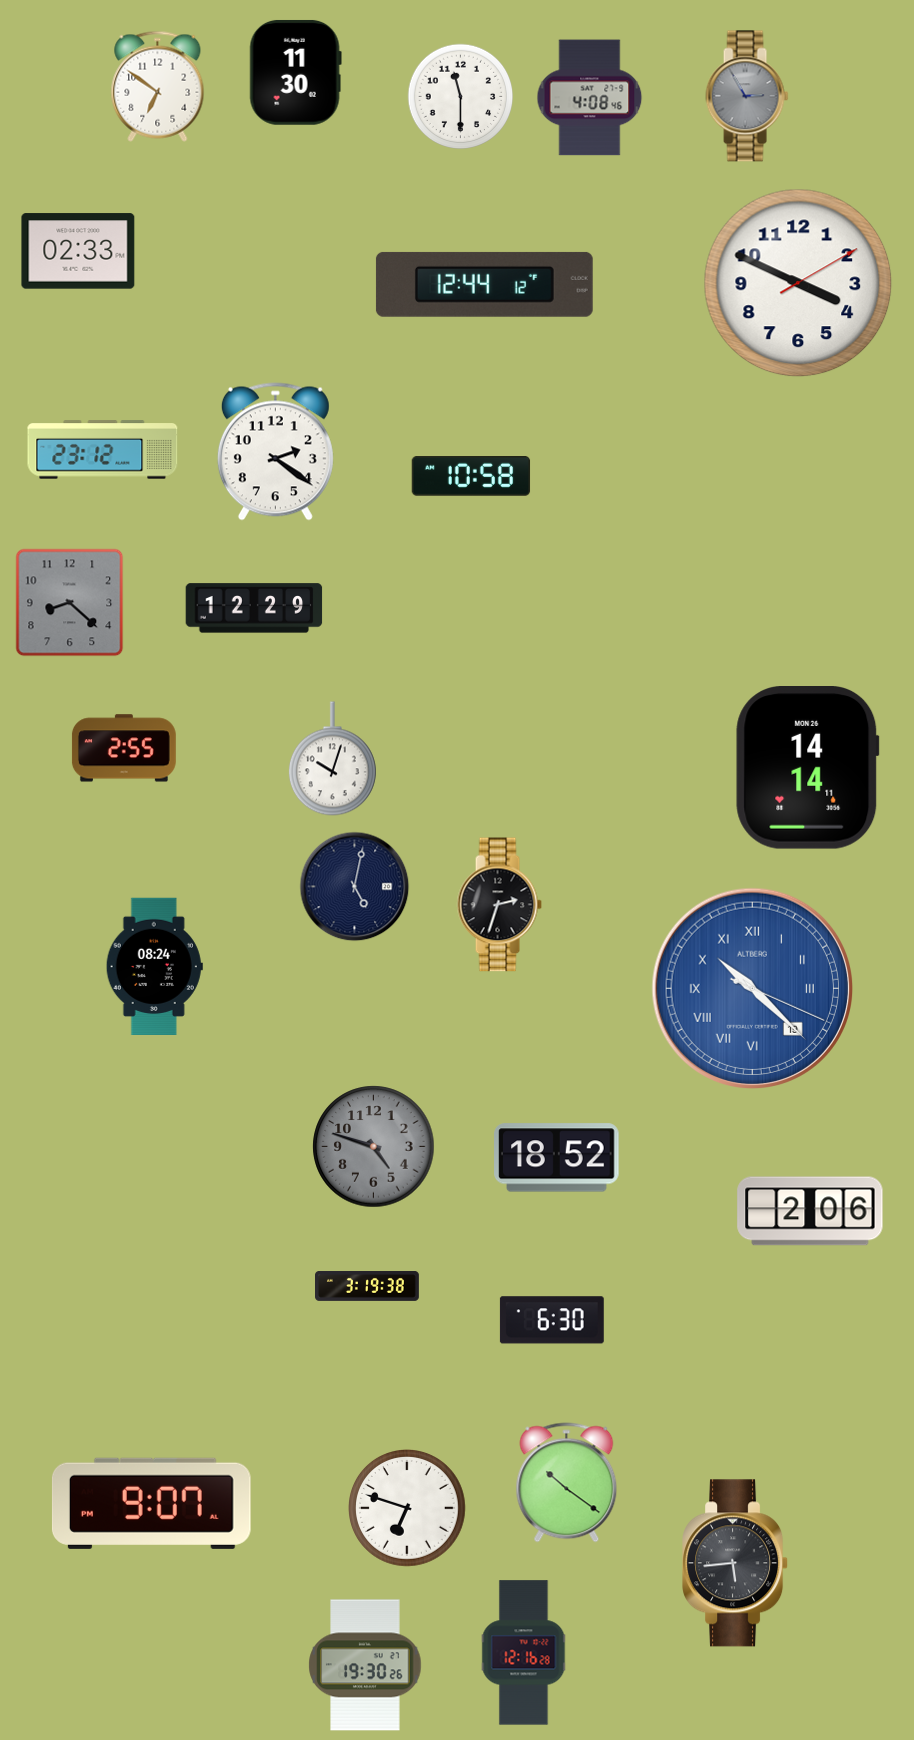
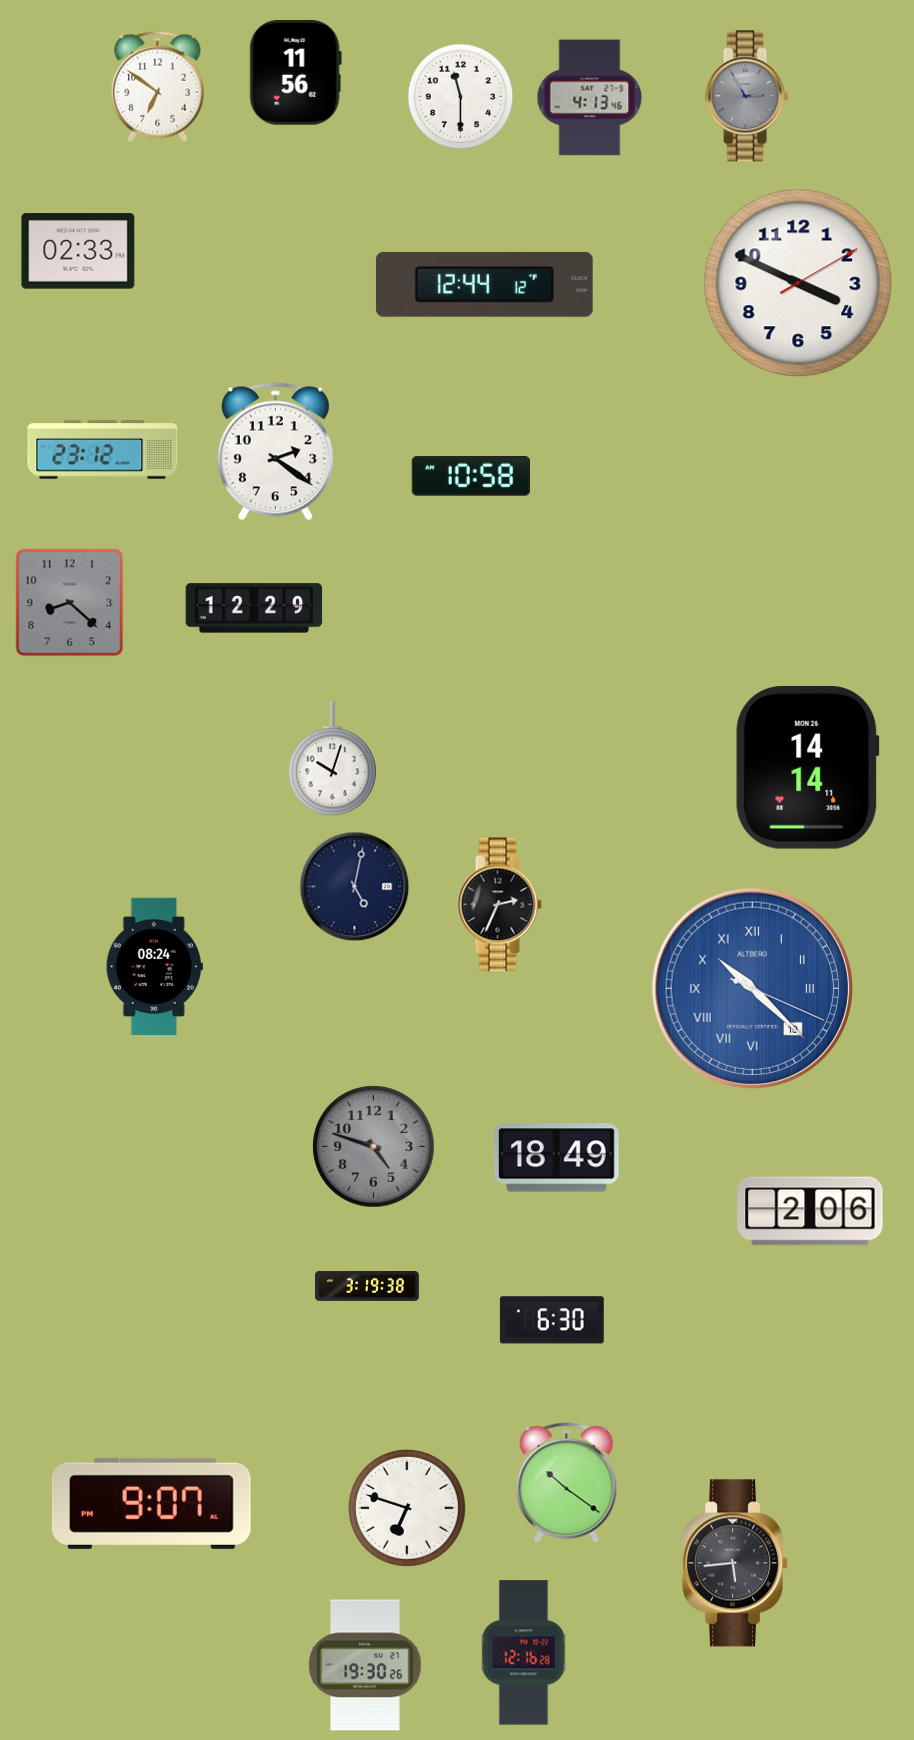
clock at (295, 72): 11:30 -> 11:56
clock at (590, 98): 4:08 -> 4:13
clock at (124, 748): 2:55 -> none
clock at (499, 905): 2:33 -> 2:34
clock at (557, 1158): 18:52 -> 18:49
